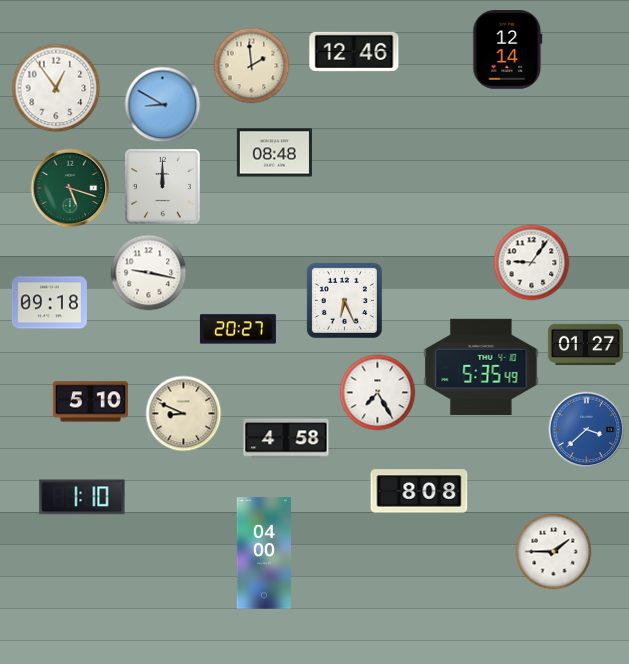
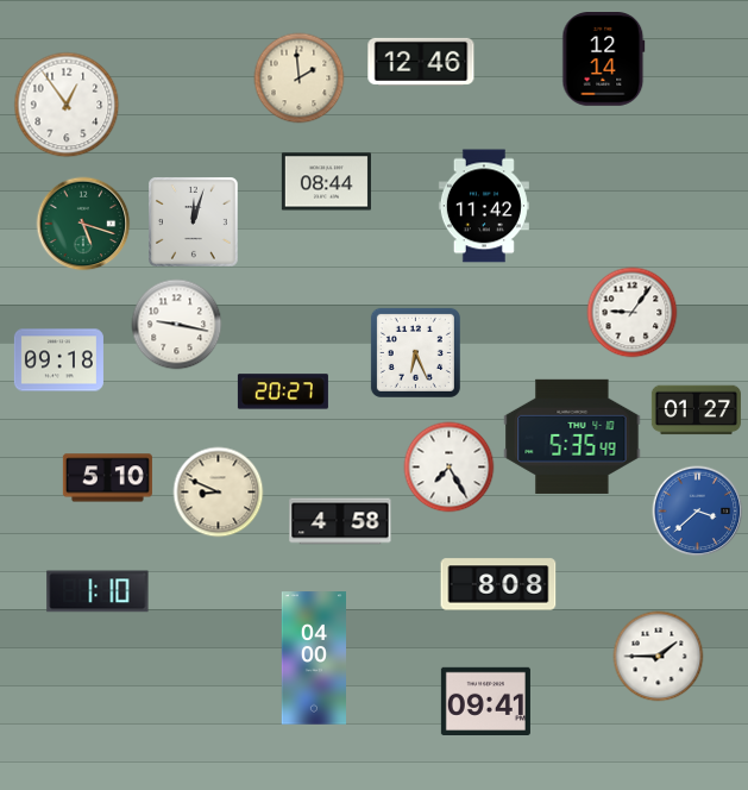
clock at (163, 105): 8:50 -> none
clock at (274, 153): 08:48 -> 08:44
clock at (484, 206): none -> 11:42
clock at (163, 187): 12:00 -> 12:03
clock at (344, 300) position: (344, 300) -> (415, 352)
clock at (485, 701): none -> 09:41
